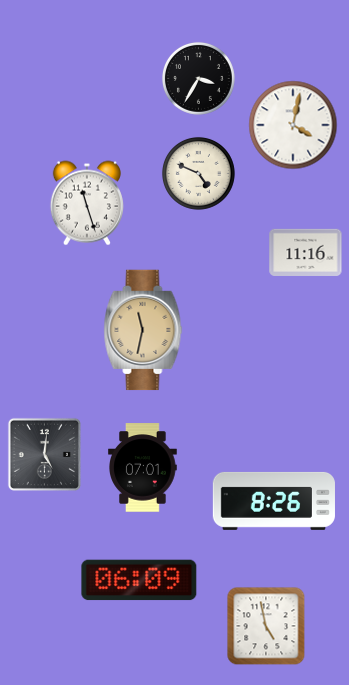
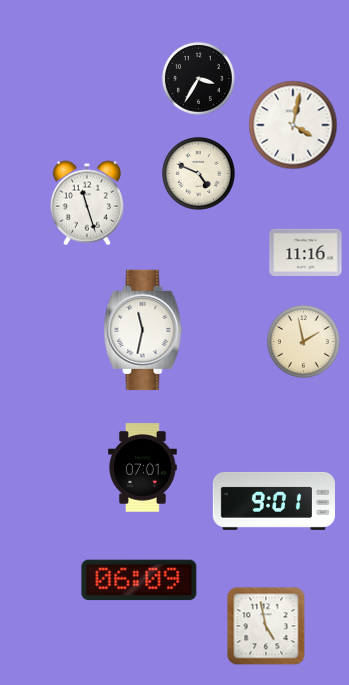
clock at (143, 330) dial: champagne -> white
clock at (303, 341): none -> 1:58
clock at (44, 454): 5:01 -> none
clock at (274, 501): 8:26 -> 9:01
